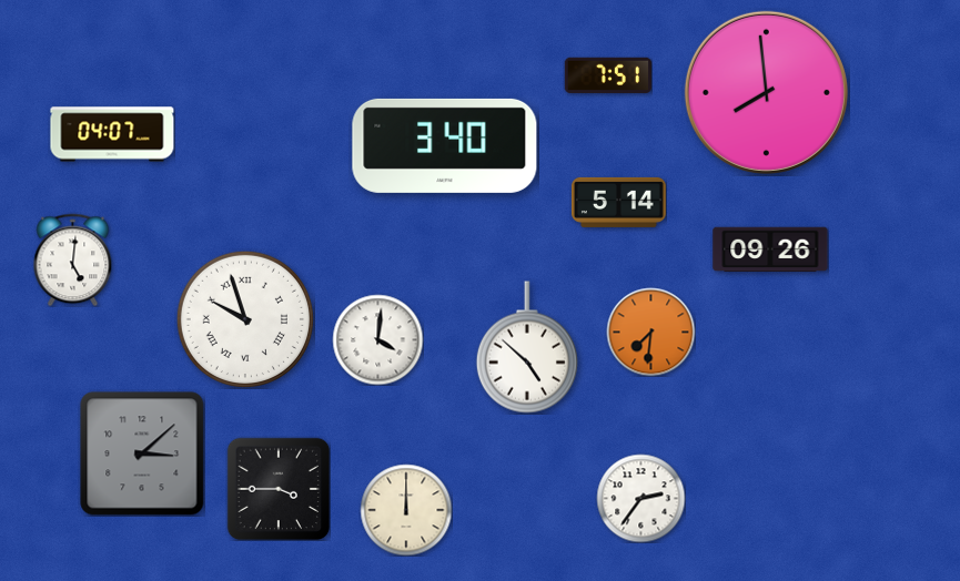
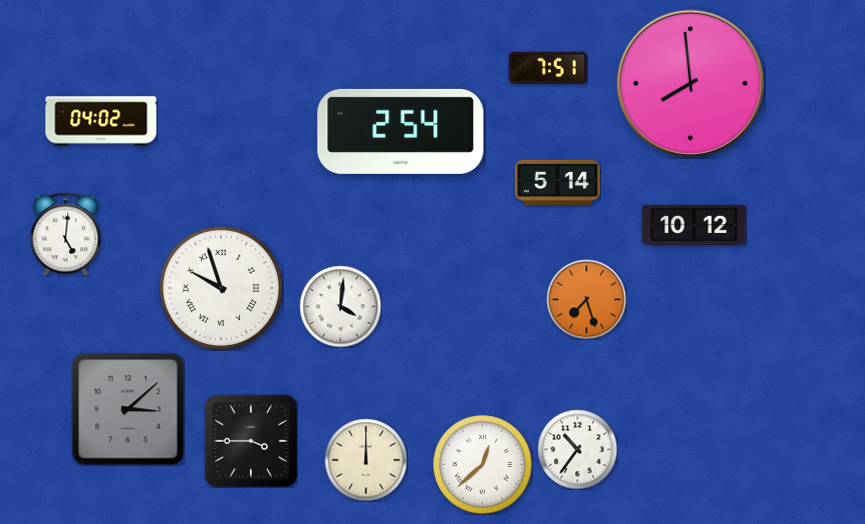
clock at (112, 134): 04:07 -> 04:02
clock at (445, 145): 3:40 -> 2:54
clock at (770, 249): 09:26 -> 10:12
clock at (650, 332): 7:31 -> 7:27
clock at (527, 347): 4:52 -> none
clock at (640, 498): 2:36 -> 10:36
clock at (483, 465): none -> 12:38
